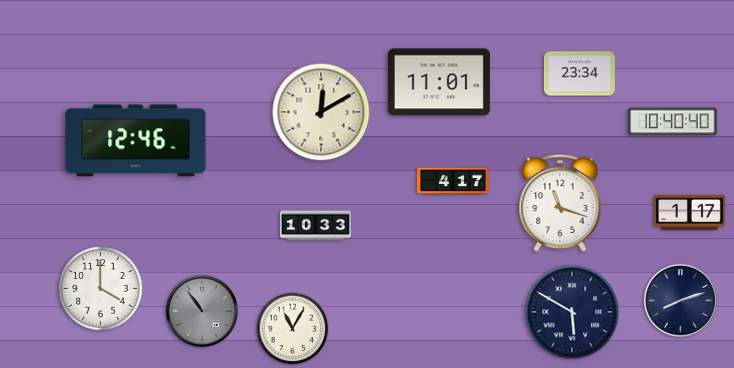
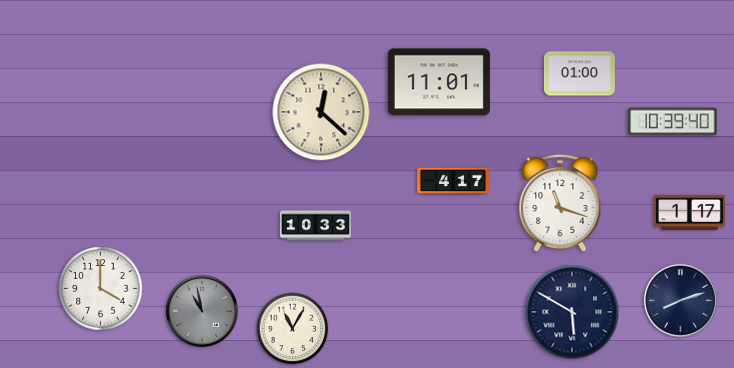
clock at (579, 74): 23:34 -> 01:00
clock at (321, 112): 12:10 -> 12:22
clock at (673, 122): 10:40 -> 10:39
clock at (136, 141): 12:46 -> none
clock at (202, 311): 10:54 -> 10:58
